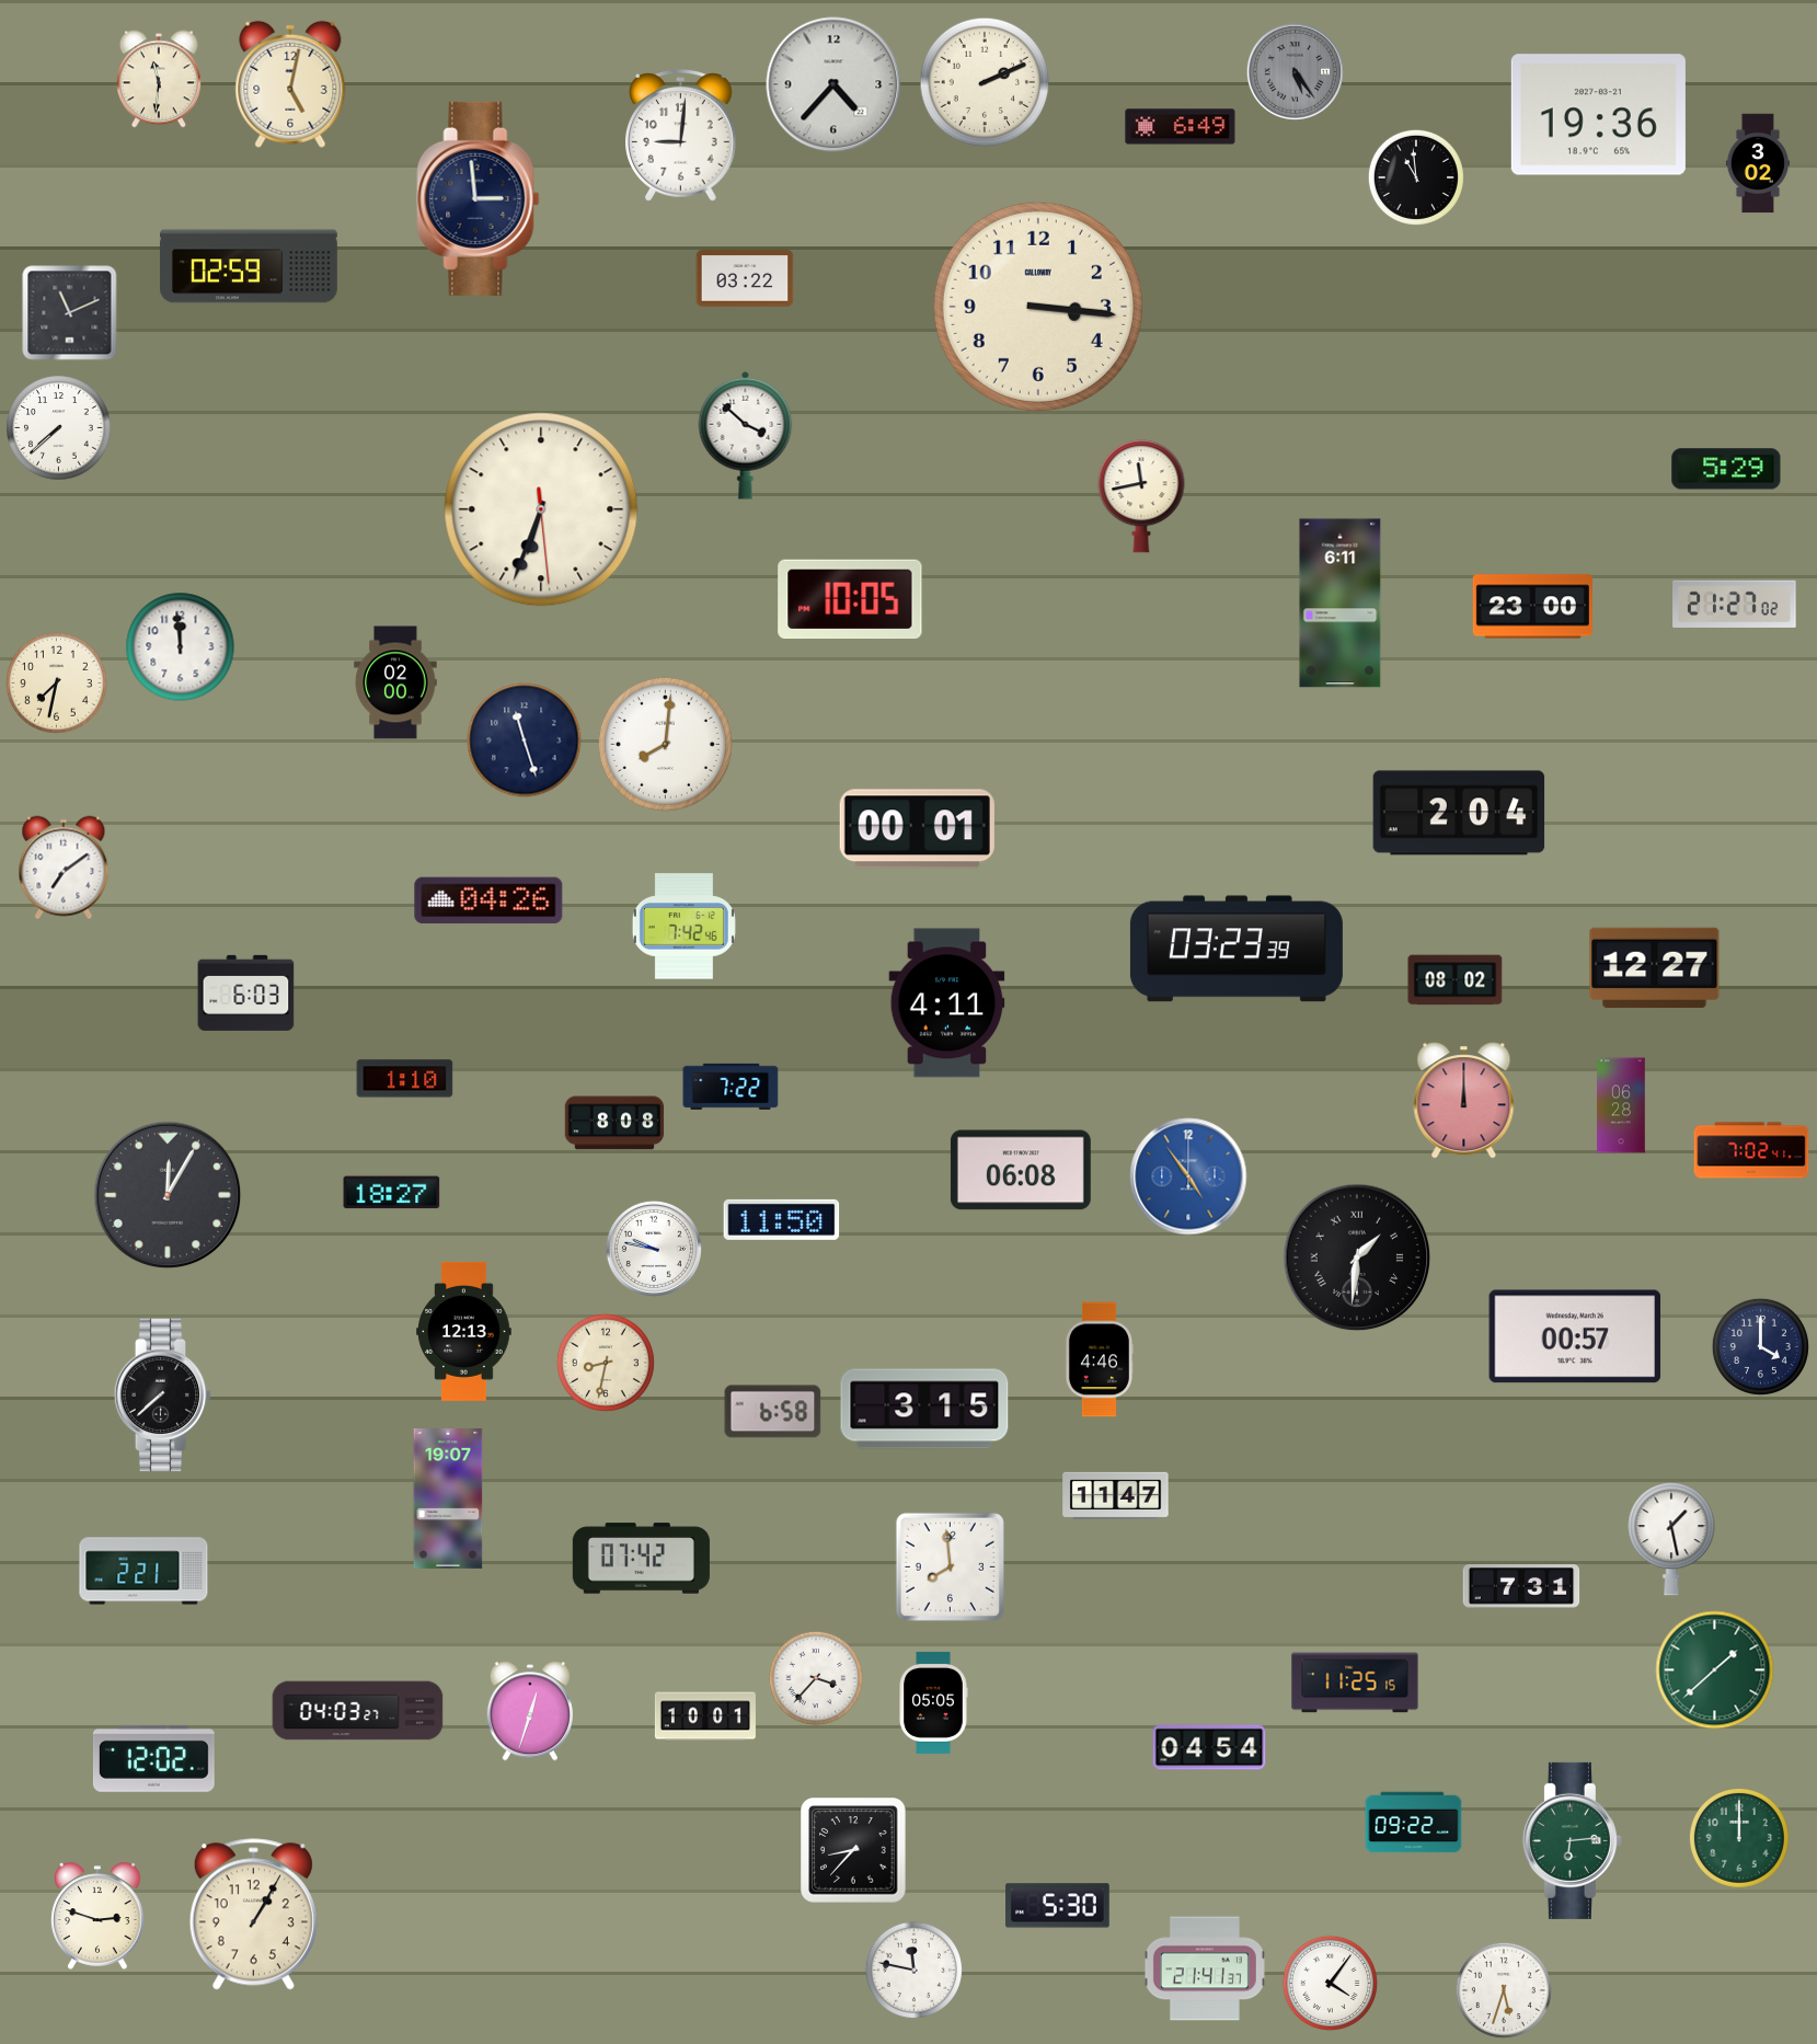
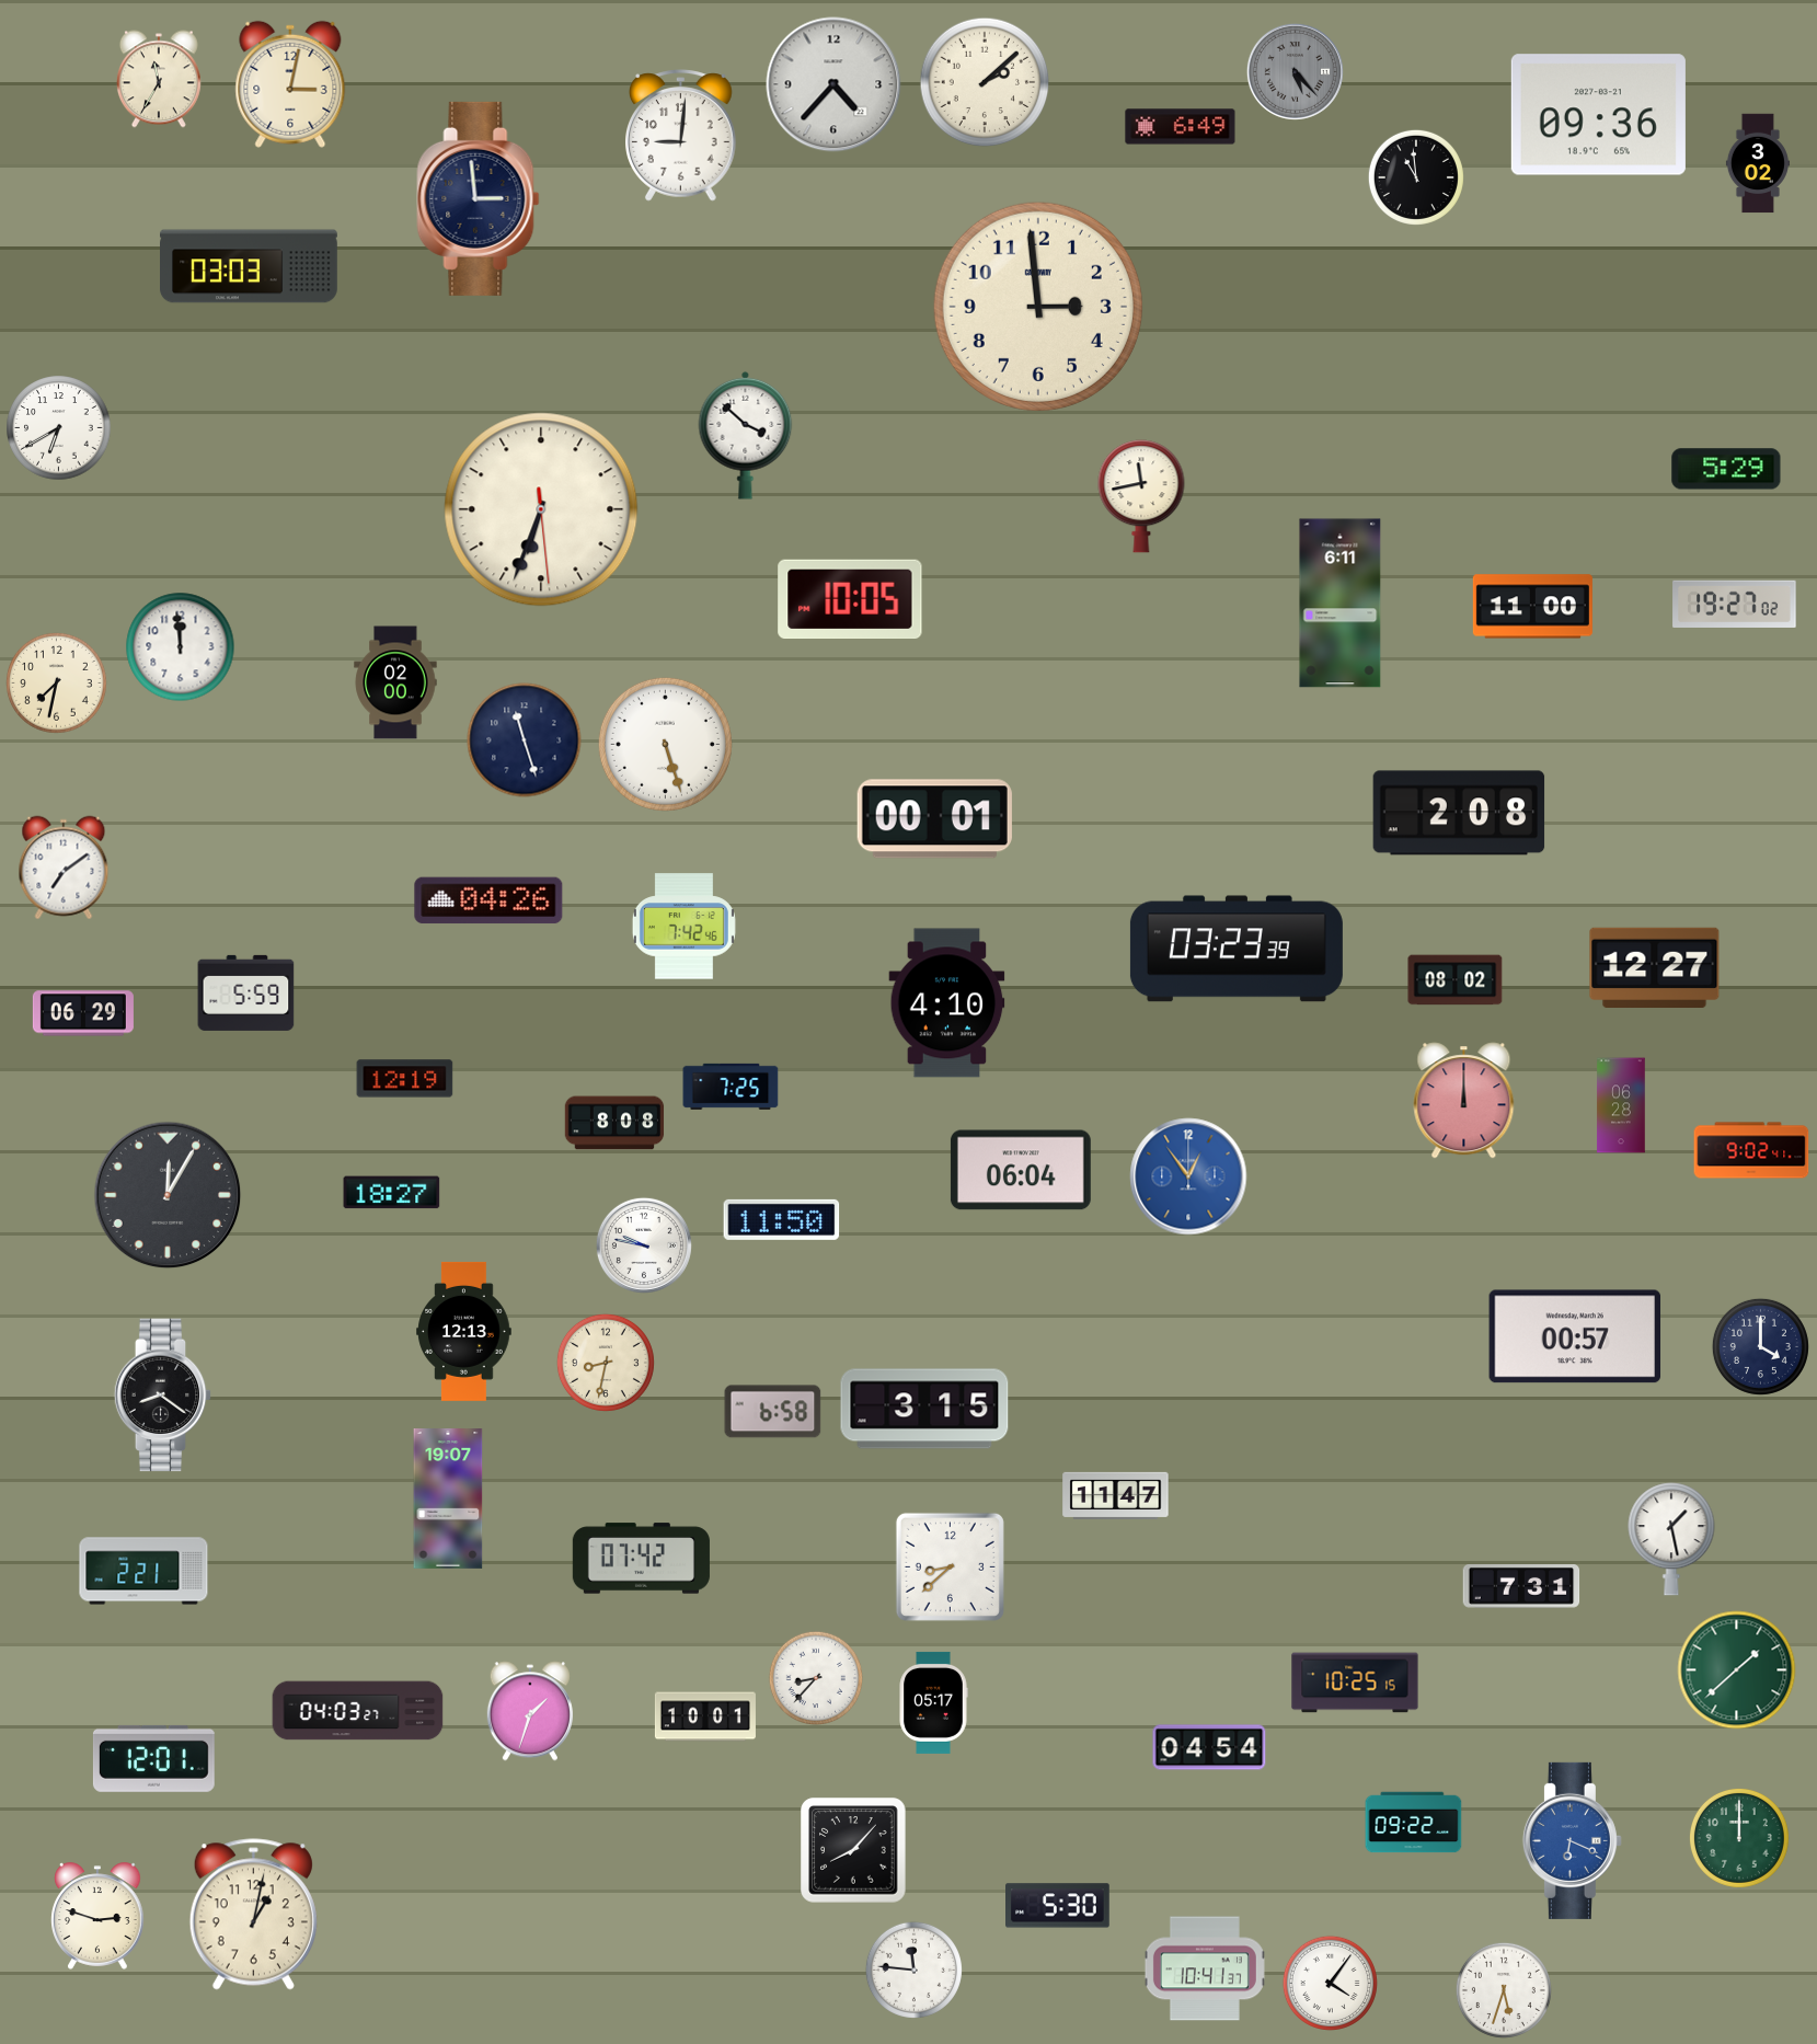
clock at (1295, 71): 5:24 -> 5:23
clock at (159, 79): 11:31 -> 11:35
clock at (985, 82): 2:11 -> 2:08
clock at (290, 84): 5:02 -> 3:02
clock at (1598, 115): 19:36 -> 09:36
clock at (250, 266): 02:59 -> 03:03
clock at (745, 278): 03:22 -> none
clock at (1038, 307): 3:16 -> 2:59
clock at (70, 313): 11:11 -> none
clock at (59, 428): 7:38 -> 6:40
clock at (1735, 604): 21:27 -> 19:27
clock at (1532, 607): 23:00 -> 11:00
clock at (665, 744): 8:01 -> 5:27
clock at (1459, 813): 2:04 -> 2:08
clock at (917, 829) position: (917, 829) -> (934, 819)
clock at (246, 992): 6:03 -> 5:59
clock at (947, 1003): 4:11 -> 4:10
clock at (83, 1013): none -> 06:29
clock at (405, 1079): 1:10 -> 12:19
clock at (731, 1087): 7:22 -> 7:25
clock at (1751, 1150): 7:02 -> 9:02
clock at (1021, 1170): 06:08 -> 06:04
clock at (1188, 1176): 4:54 -> 12:54
clock at (654, 1249) position: (654, 1249) -> (644, 1245)
clock at (1357, 1258): 1:31 -> none
clock at (1099, 1359): 4:46 -> none
clock at (163, 1396): 7:38 -> 8:21
clock at (950, 1566): 7:59 -> 8:38
clock at (1715, 1670) position: (1715, 1670) -> (1737, 1670)
clock at (815, 1677): 3:37 -> 8:37
clock at (1355, 1683): 11:25 -> 10:25
clock at (933, 1702): 05:05 -> 05:17
clock at (530, 1711): 12:33 -> 1:33
clock at (153, 1758): 12:02 -> 12:01
clock at (1572, 1840): 6:14 -> 6:19
clock at (1572, 1840) dial: green -> blue
clock at (853, 1850): 8:37 -> 8:07
clock at (253, 1915): 1:05 -> 1:02
clock at (1205, 1968): 21:41 -> 10:41
clock at (913, 1970): 11:47 -> 11:46
